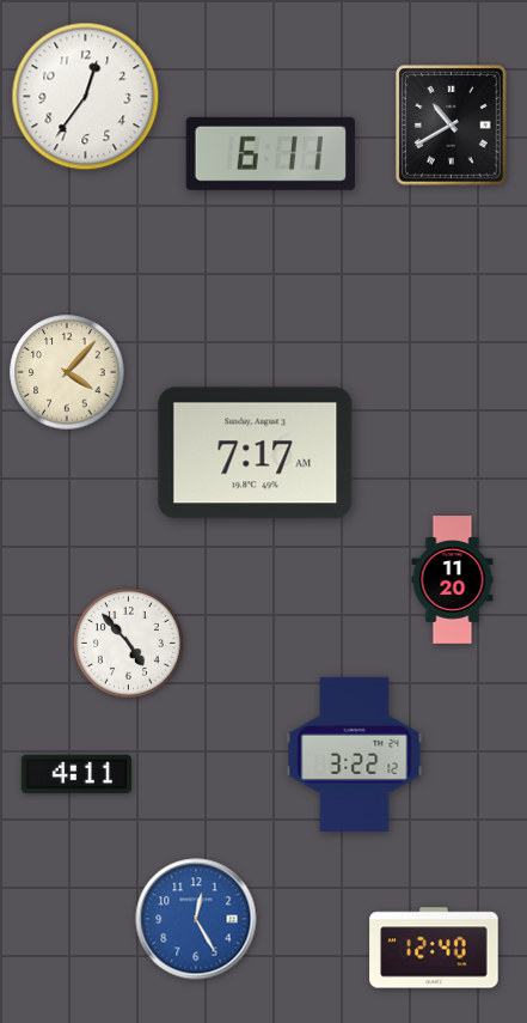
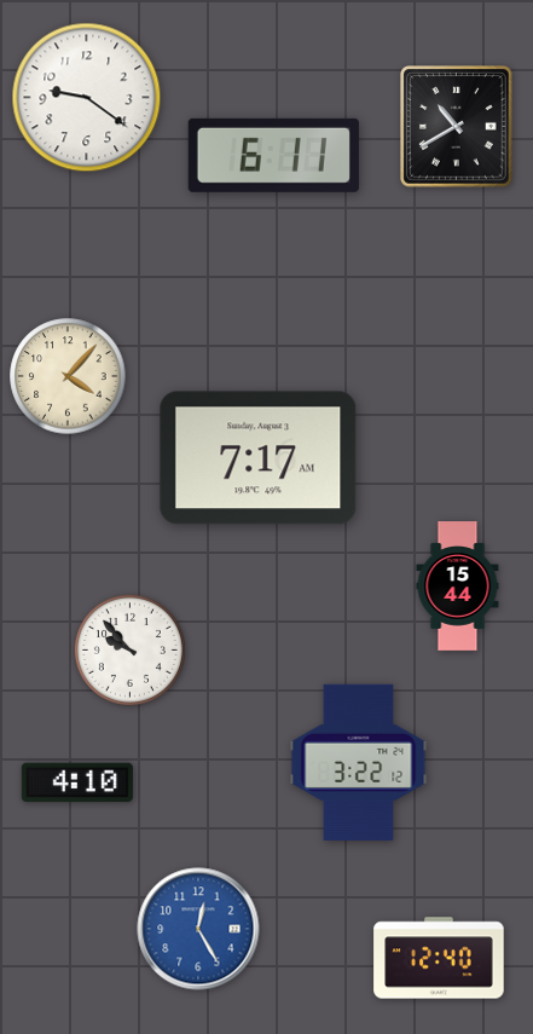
clock at (86, 97): 12:36 -> 9:21
clock at (453, 580): 11:20 -> 15:44
clock at (128, 643): 4:53 -> 9:53
clock at (76, 774): 4:11 -> 4:10
